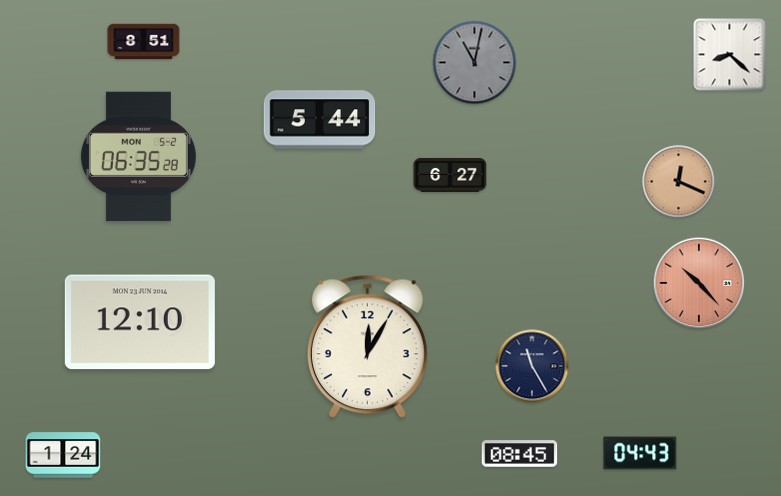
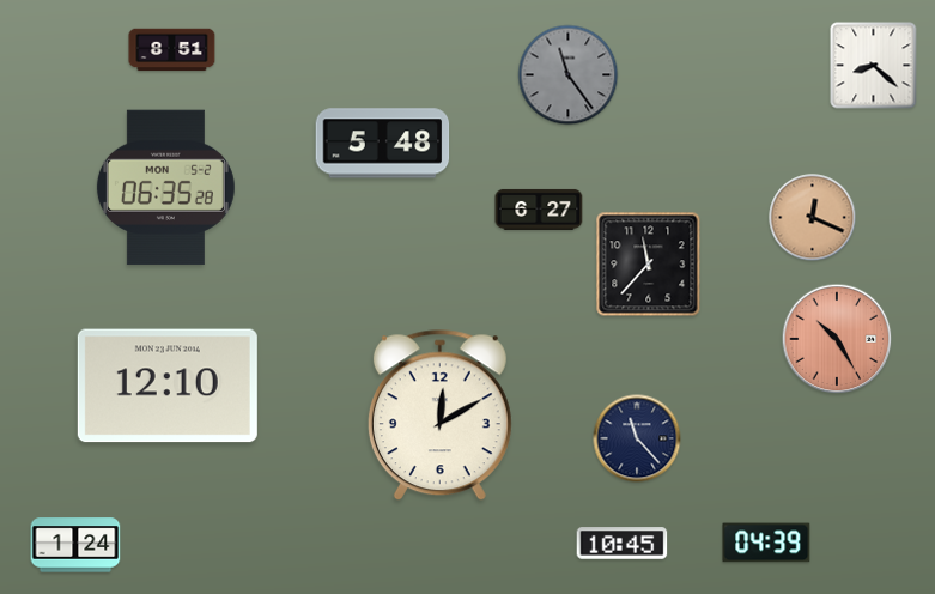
clock at (475, 63): 11:02 -> 11:24
clock at (320, 120): 5:44 -> 5:48
clock at (649, 265): none -> 11:37
clock at (699, 283): 10:23 -> 10:25
clock at (367, 347): 12:05 -> 12:10
clock at (532, 366): 11:25 -> 11:23
clock at (640, 453): 04:43 -> 04:39
clock at (520, 454): 08:45 -> 10:45
